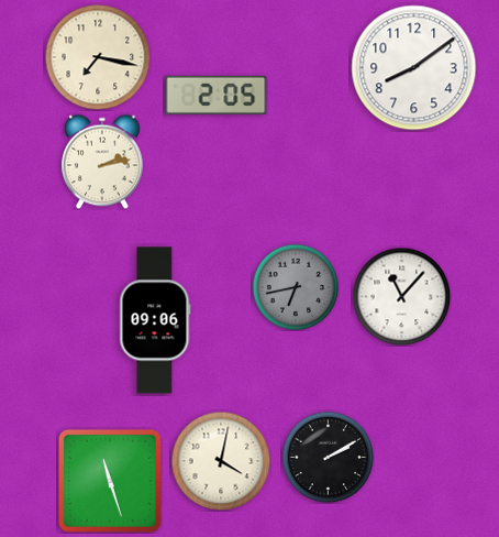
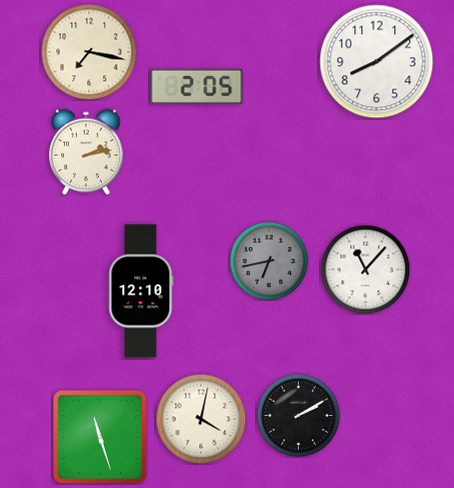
clock at (102, 162) position: (102, 162) -> (86, 152)
clock at (155, 320): 09:06 -> 12:10
